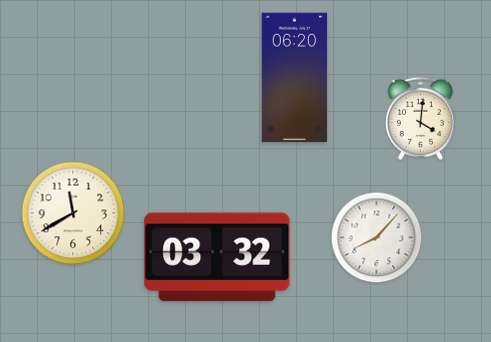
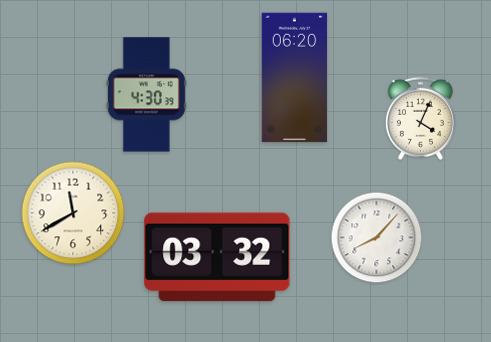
clock at (146, 95): none -> 4:30
clock at (420, 118): 4:01 -> 4:04
